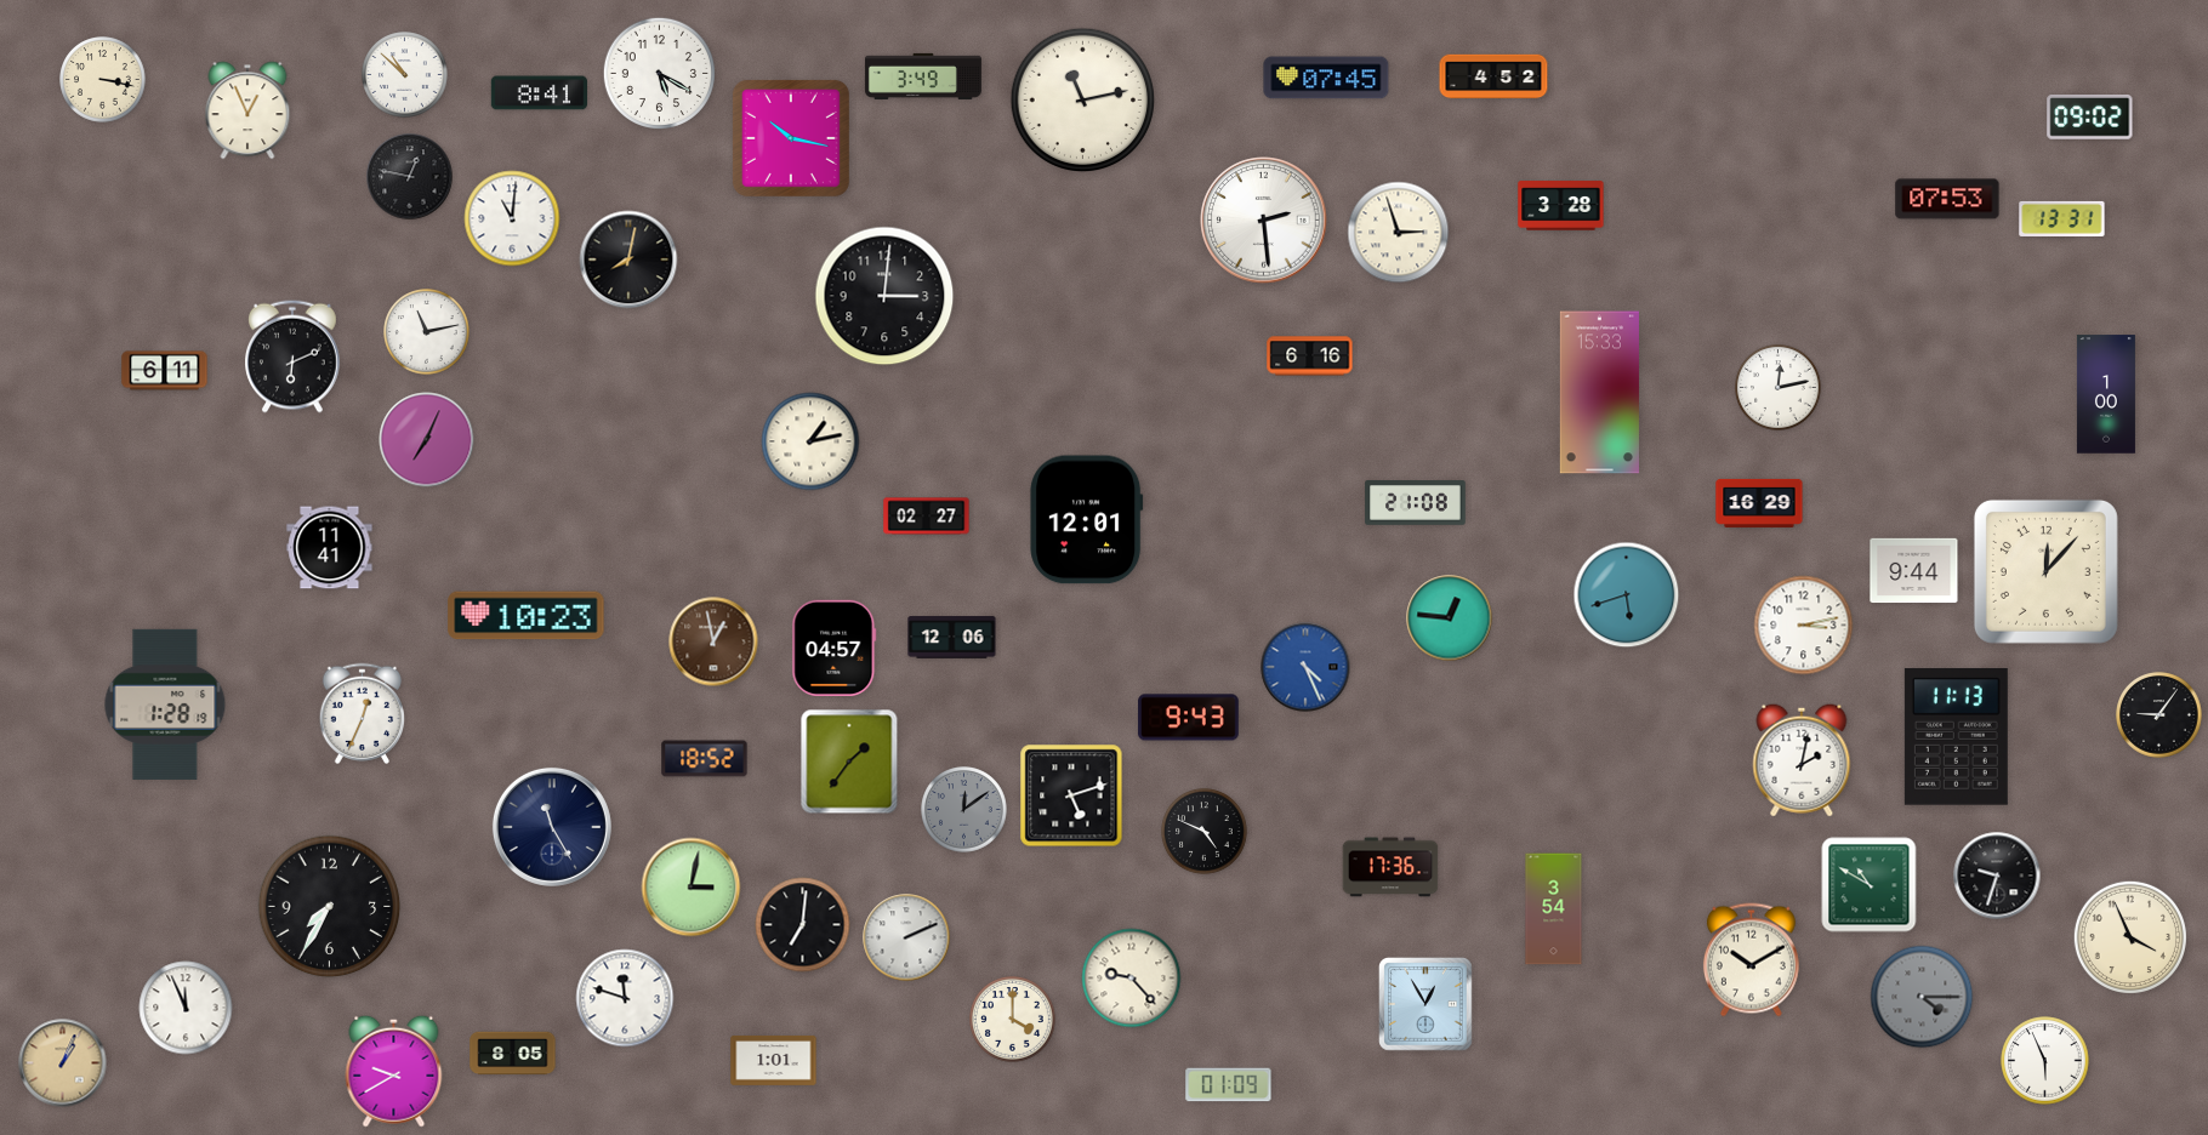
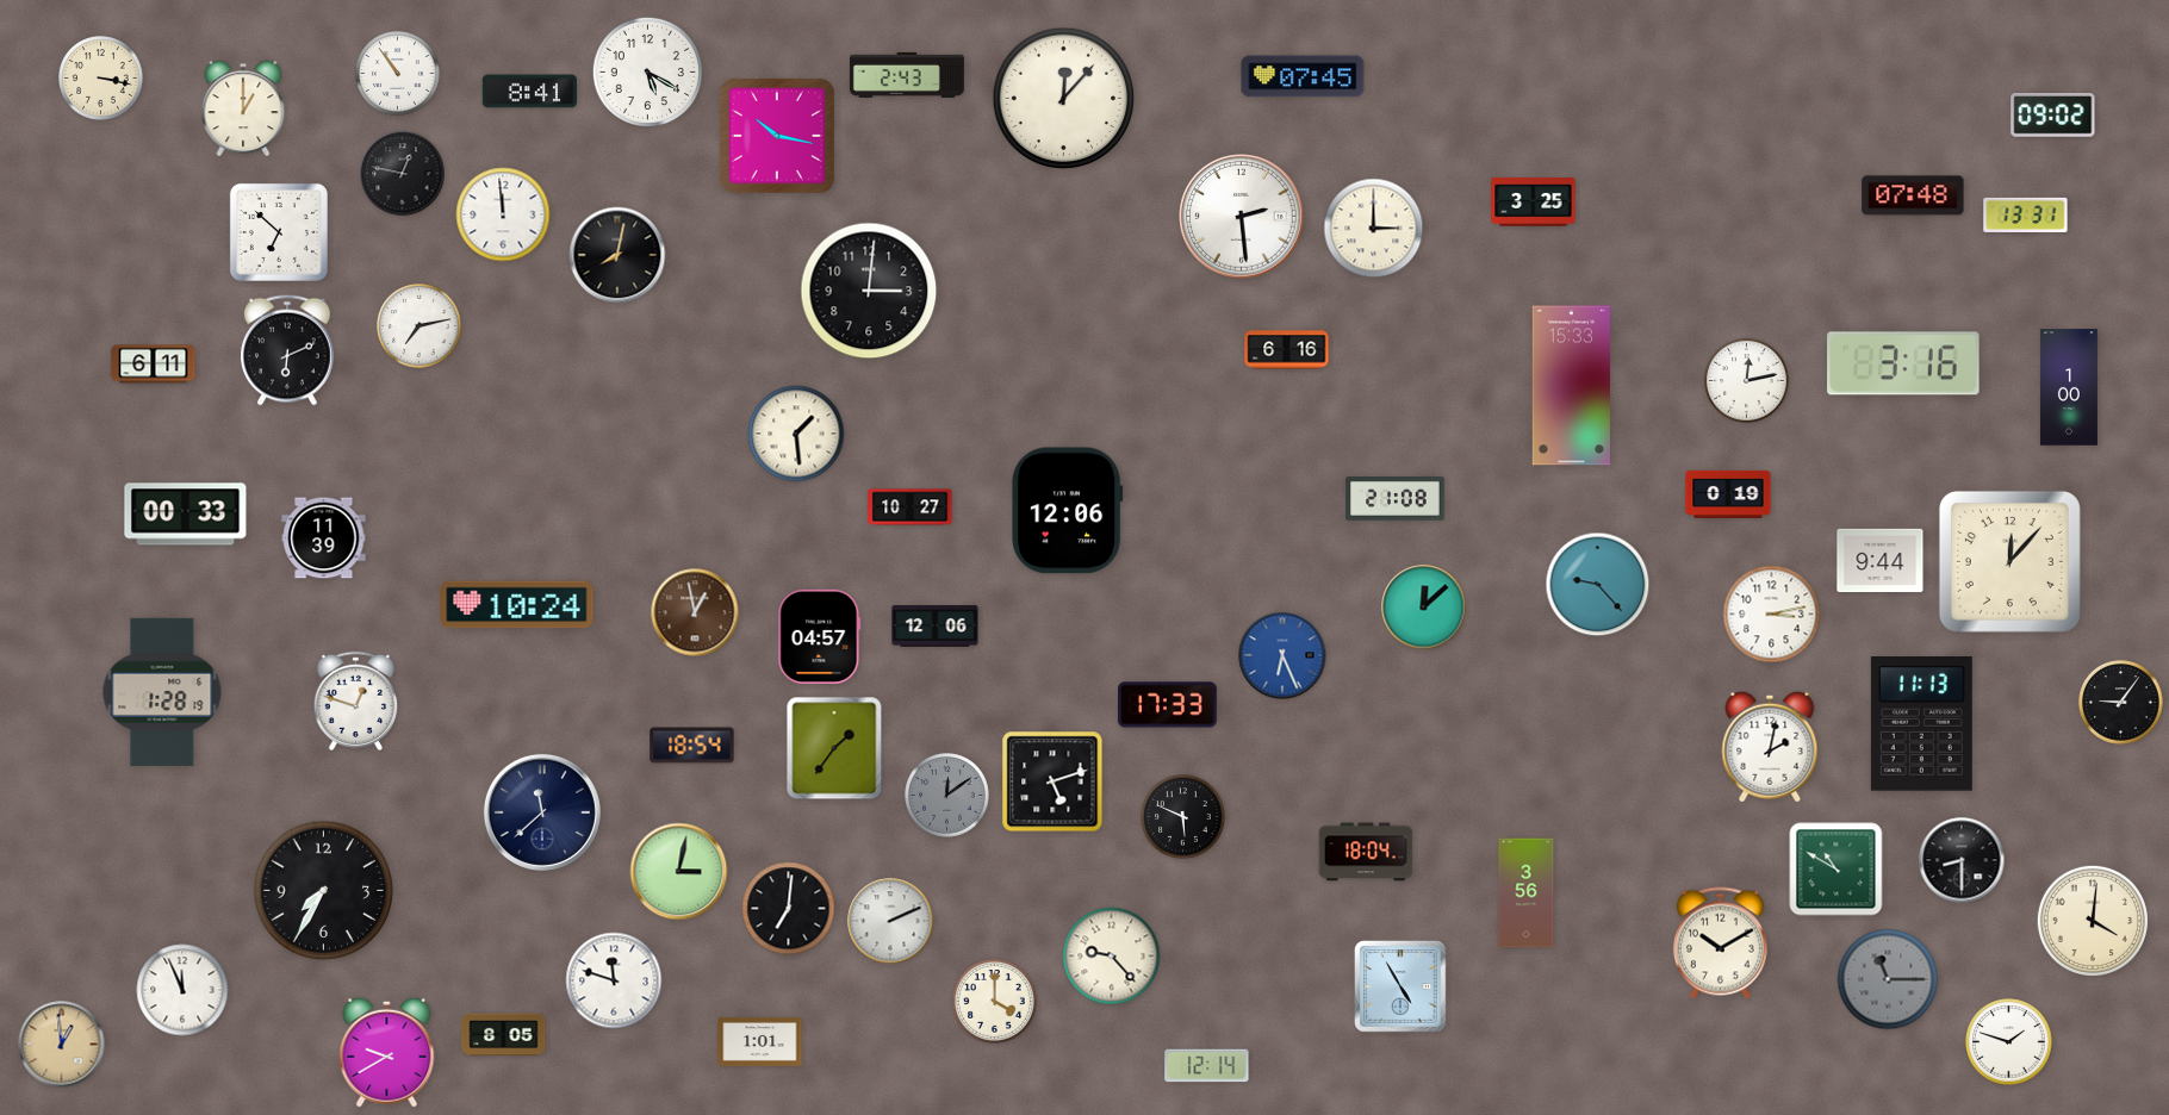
clock at (405, 75): 10:52 -> 10:54
clock at (923, 76): 3:49 -> 2:43
clock at (1493, 76): 4:52 -> none
clock at (1082, 99): 11:13 -> 12:07
clock at (247, 110): 12:56 -> 1:00
clock at (1947, 199): 07:53 -> 07:48
clock at (1561, 206): 3:28 -> 3:25
clock at (512, 218): 11:01 -> 11:59
clock at (1399, 233): 2:57 -> 3:00
clock at (279, 232): none -> 6:52
clock at (427, 332): 11:13 -> 7:13
clock at (1903, 363): none -> 3:16
clock at (165, 371) position: (165, 371) -> (154, 365)
clock at (427, 440): 7:04 -> none
clock at (810, 441): 1:13 -> 1:29
clock at (1416, 503) position: (1416, 503) -> (1396, 499)
clock at (1759, 503): 16:29 -> 0:19
clock at (927, 517): 02:27 -> 10:27
clock at (1087, 520): 12:01 -> 12:06
clock at (186, 515): none -> 00:33
clock at (330, 548): 11:41 -> 11:39
clock at (1627, 595): 5:42 -> 9:23
clock at (527, 616): 10:23 -> 10:24
clock at (1450, 618): 12:46 -> 12:08
clock at (713, 641) position: (713, 641) -> (695, 612)
clock at (1305, 667): 4:26 -> 6:26
clock at (363, 713): 12:34 -> 12:48
clock at (1189, 718): 9:43 -> 17:33
clock at (705, 759): 18:52 -> 18:54
clock at (552, 827): 11:25 -> 11:38
clock at (1205, 832): 4:49 -> 5:49
clock at (1390, 867): 17:36 -> 18:04
clock at (1997, 876): 9:33 -> 8:30
clock at (1554, 909): 3:54 -> 3:56
clock at (2130, 937): 3:56 -> 4:01
clock at (1132, 979) position: (1132, 979) -> (1112, 957)
clock at (1922, 997): 4:15 -> 11:15
clock at (1427, 1005): 12:55 -> 4:55
clock at (2045, 1061): 5:56 -> 1:48
clock at (63, 1063): 1:04 -> 12:59
clock at (1229, 1085): 01:09 -> 12:14
